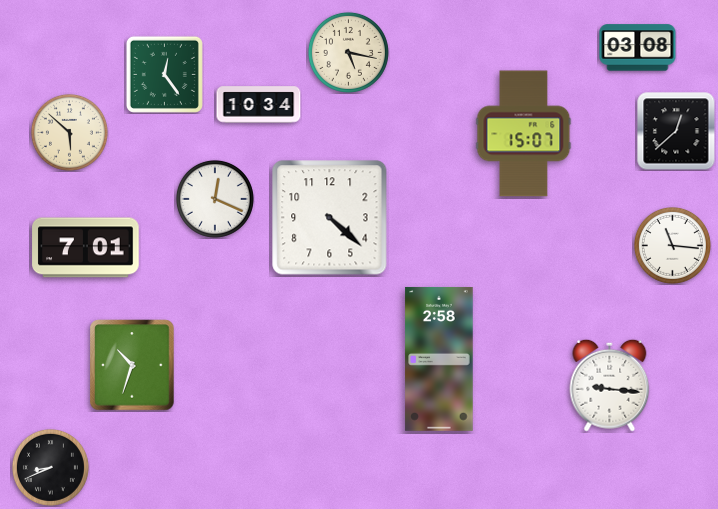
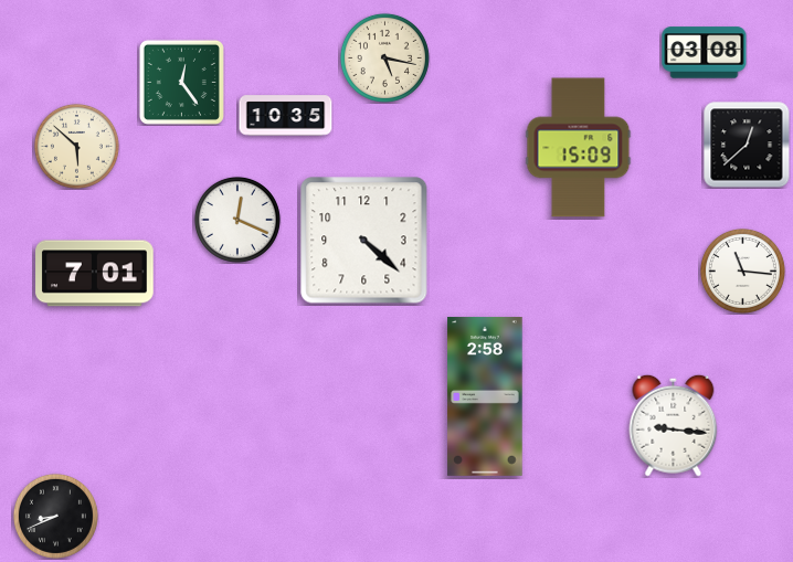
clock at (259, 105): 10:34 -> 10:35
clock at (524, 134): 15:07 -> 15:09
clock at (132, 365): 10:33 -> none
